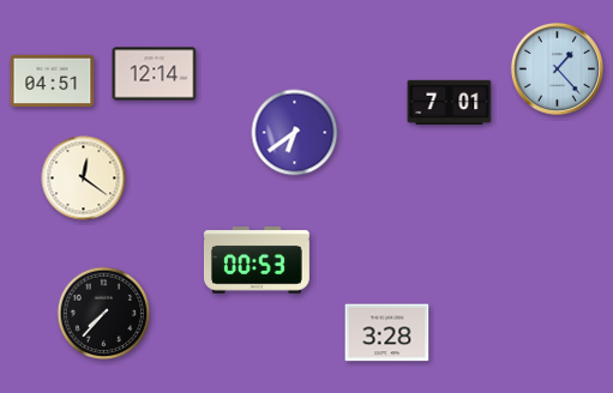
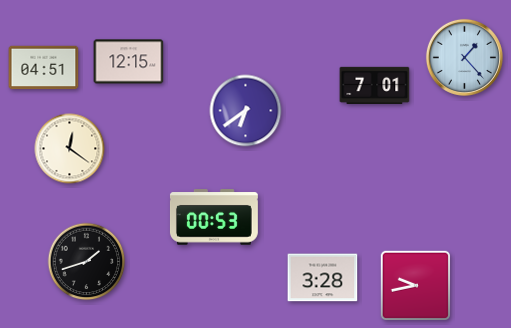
clock at (155, 74): 12:14 -> 12:15
clock at (104, 314): 7:37 -> 1:42
clock at (415, 285): none -> 9:43
